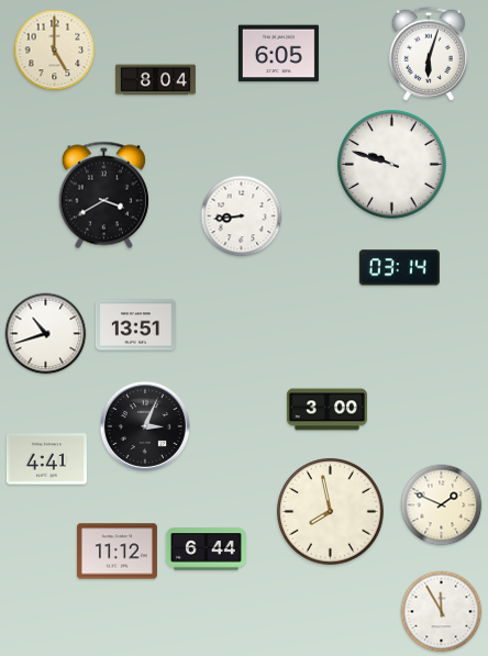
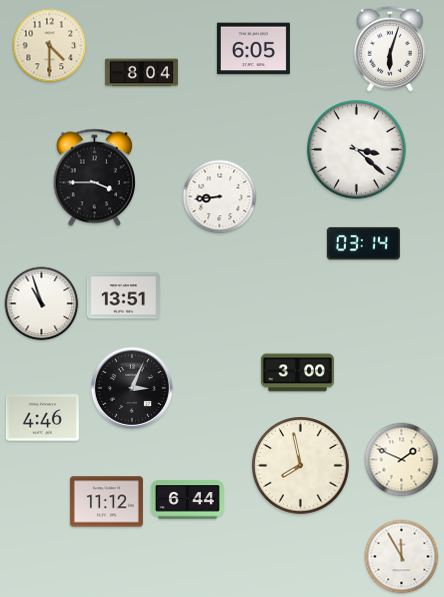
clock at (55, 51): 5:00 -> 4:30
clock at (392, 165): 9:48 -> 3:22
clock at (103, 196): 3:40 -> 3:45
clock at (46, 334): 10:42 -> 10:57
clock at (46, 459): 4:41 -> 4:46
